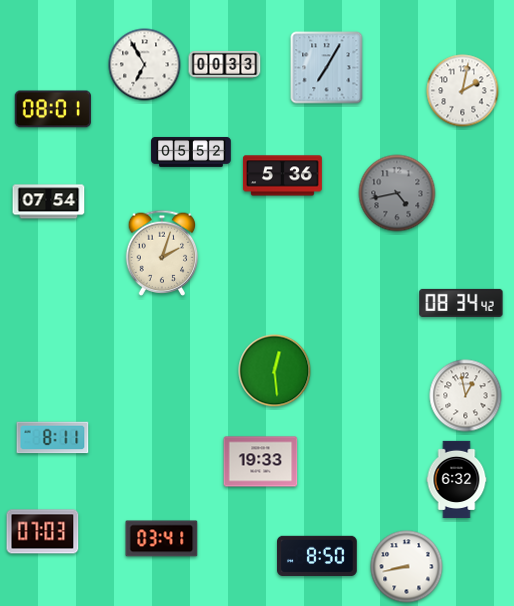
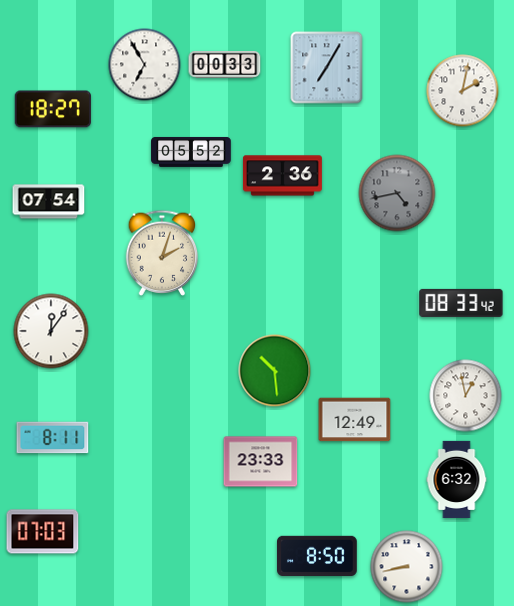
clock at (53, 109): 08:01 -> 18:27
clock at (282, 176): 5:36 -> 2:36
clock at (461, 303): 08:34 -> 08:33
clock at (51, 331): none -> 12:06
clock at (275, 371): 12:29 -> 10:29
clock at (355, 420): none -> 12:49
clock at (261, 462): 19:33 -> 23:33
clock at (162, 539): 03:41 -> none
